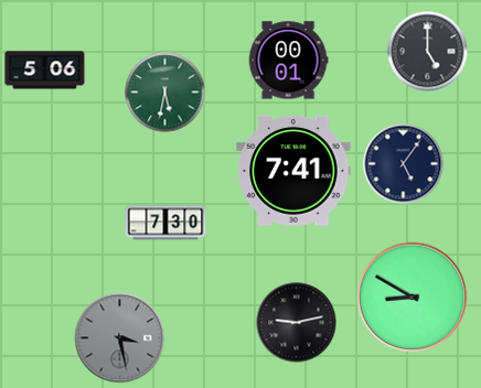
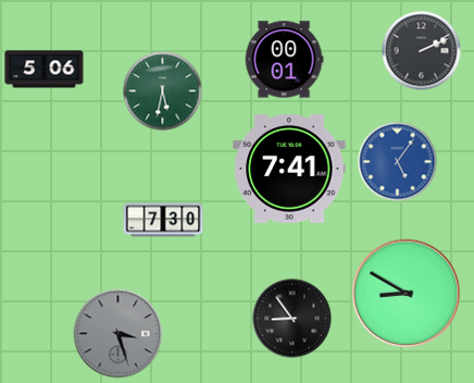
clock at (428, 52): 5:00 -> 2:11
clock at (404, 164) dial: navy -> blue
clock at (297, 323): 9:13 -> 8:54
clock at (120, 338): 3:28 -> 3:27
